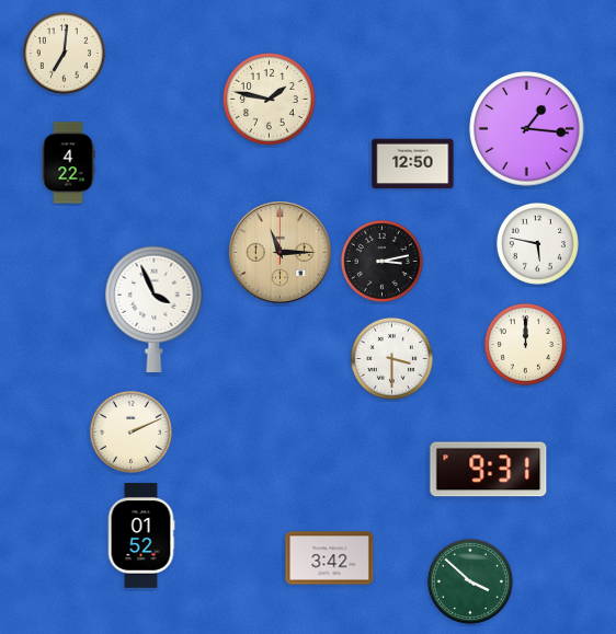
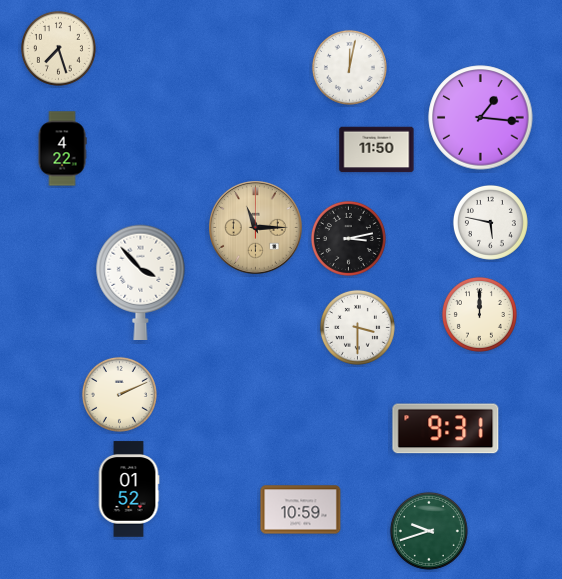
clock at (64, 53): 7:01 -> 7:27
clock at (349, 67): none -> 12:02
clock at (270, 100): 1:47 -> none
clock at (413, 164): 12:50 -> 11:50
clock at (281, 253) position: (281, 253) -> (256, 228)
clock at (155, 309): 3:56 -> 3:53
clock at (330, 558): 3:42 -> 10:59
clock at (470, 581): 3:52 -> 9:42
